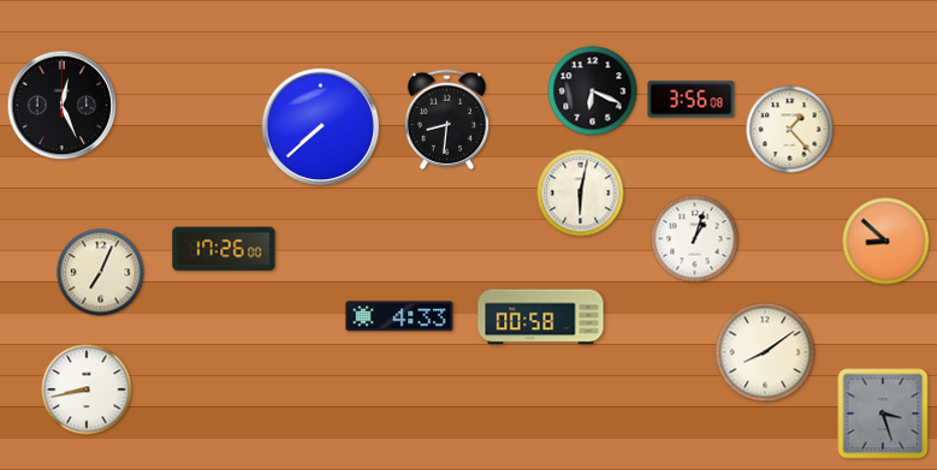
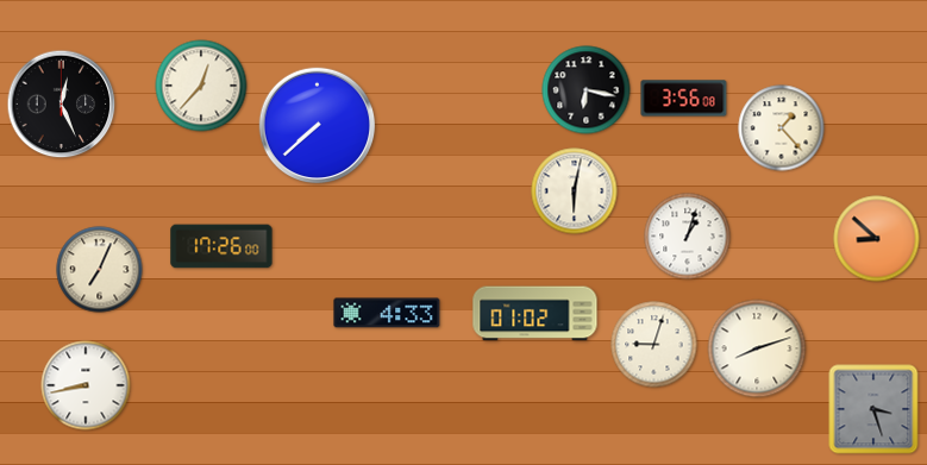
clock at (201, 86): none -> 12:37
clock at (593, 91): 6:19 -> 6:17
clock at (446, 119): 8:31 -> none
clock at (399, 316) position: (399, 316) -> (387, 313)
clock at (541, 317): 00:58 -> 01:02
clock at (654, 345): none -> 9:03
clock at (765, 352): 8:09 -> 8:12
